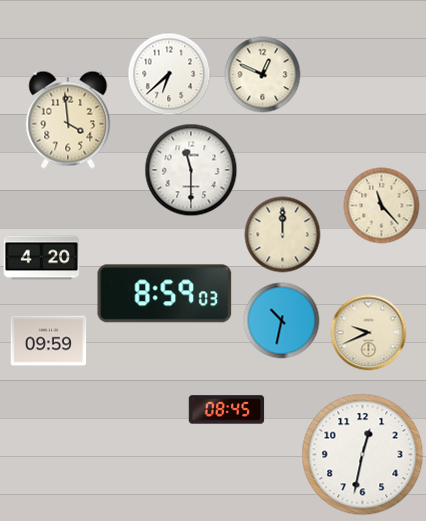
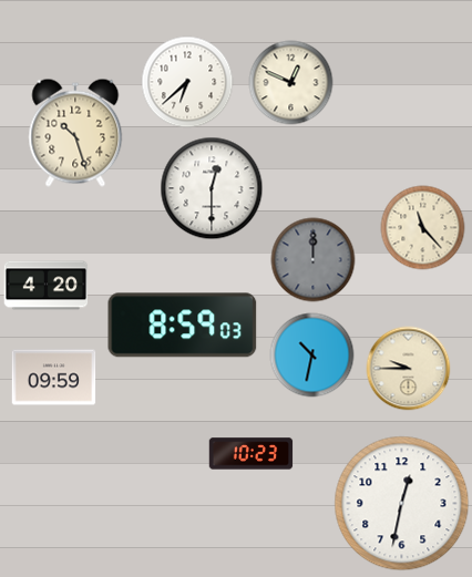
clock at (68, 120): 3:59 -> 10:27
clock at (191, 170): 11:30 -> 12:30
clock at (283, 235) dial: cream -> grey
clock at (369, 333): 9:41 -> 9:45
clock at (227, 410): 08:45 -> 10:23
